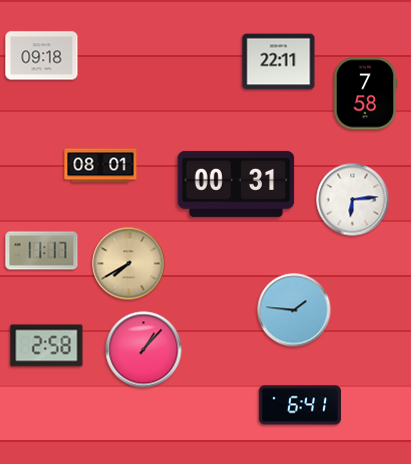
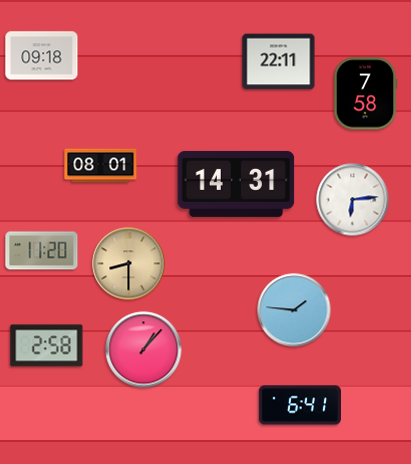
clock at (236, 184): 00:31 -> 14:31
clock at (42, 251): 11:17 -> 11:20
clock at (129, 264): 7:40 -> 8:30
